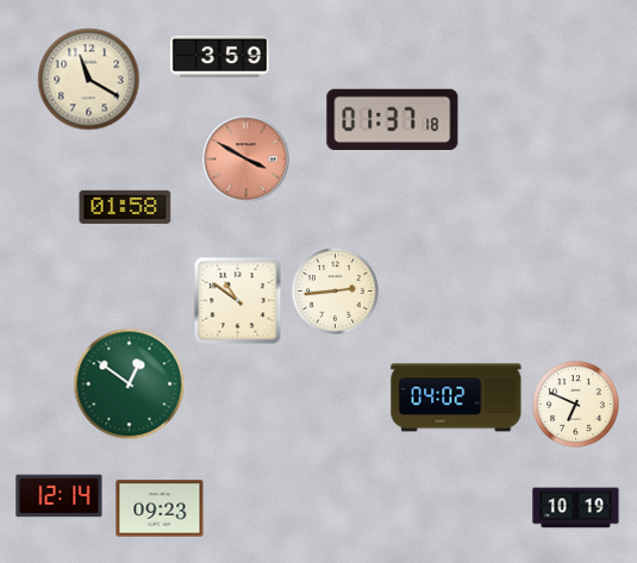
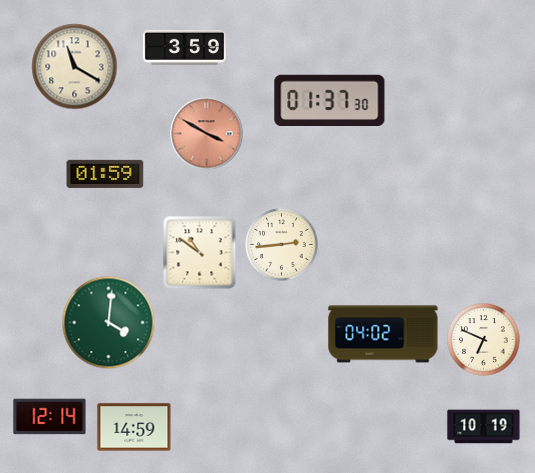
clock at (393, 119): 01:37:18 -> 01:37:30
clock at (125, 207): 01:58 -> 01:59
clock at (130, 384): 12:51 -> 4:01
clock at (160, 508): 09:23 -> 14:59
